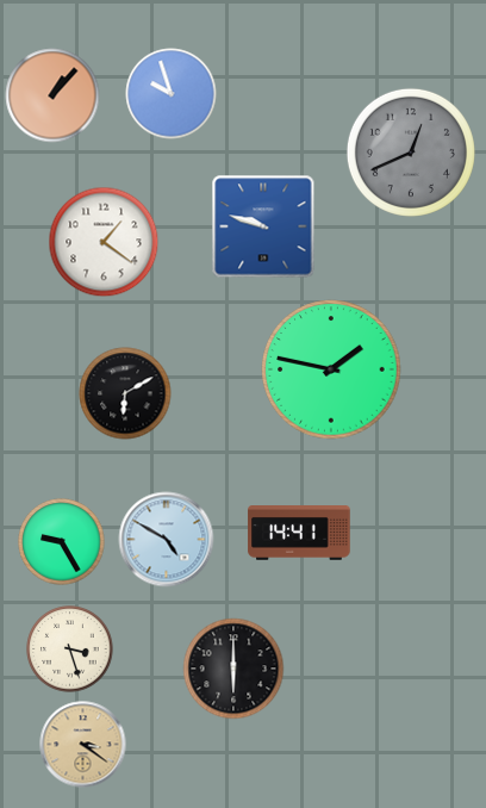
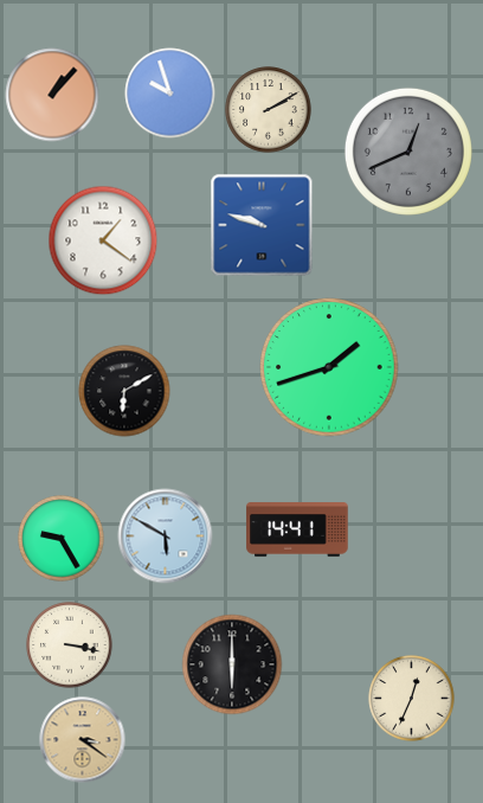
clock at (269, 110): none -> 2:10
clock at (331, 369): 1:47 -> 1:42
clock at (167, 540): 4:50 -> 5:50
clock at (70, 649): 3:27 -> 3:17
clock at (412, 699): none -> 12:34
